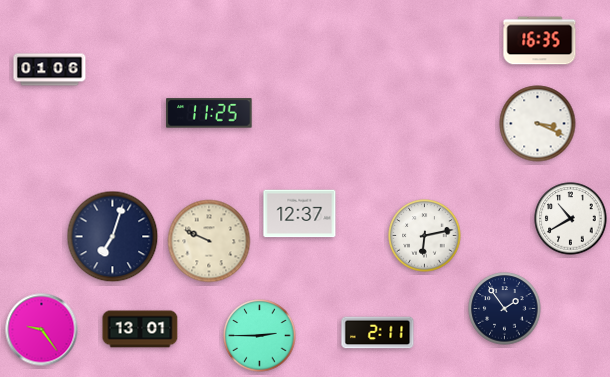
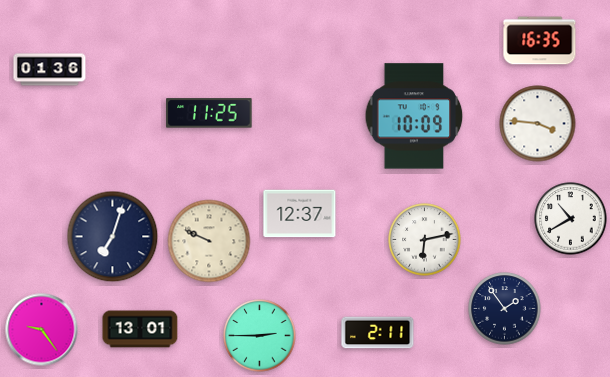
clock at (50, 70): 01:06 -> 01:36
clock at (414, 116): none -> 10:09
clock at (538, 124): 3:19 -> 3:46
clock at (425, 236) position: (425, 236) -> (425, 240)
